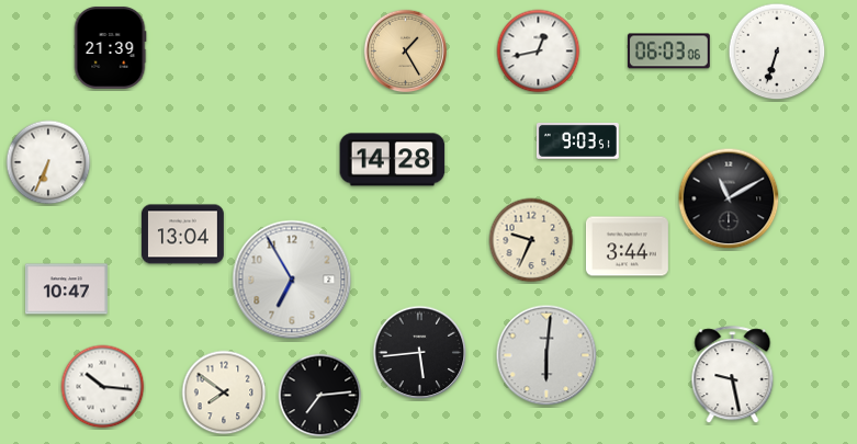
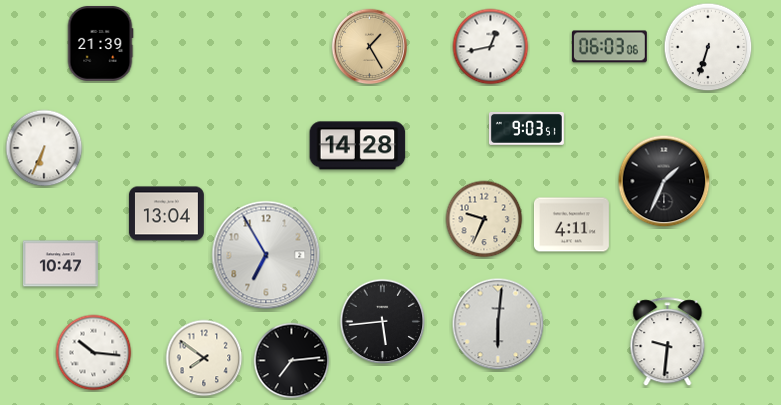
clock at (729, 198): 11:10 -> 1:34
clock at (627, 247): 3:44 -> 4:11
clock at (733, 375): 9:28 -> 9:31
